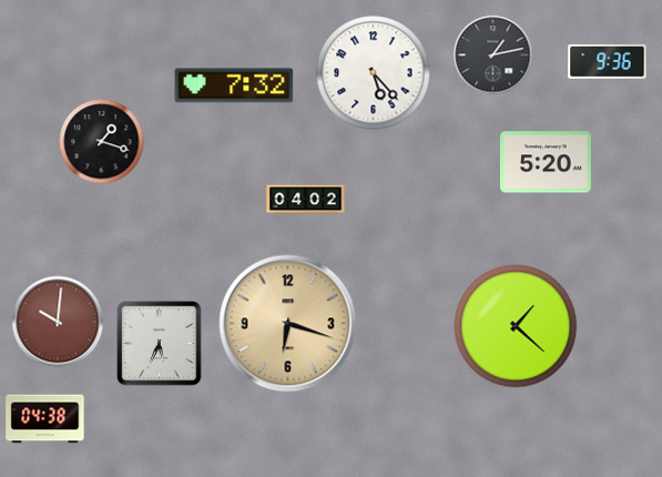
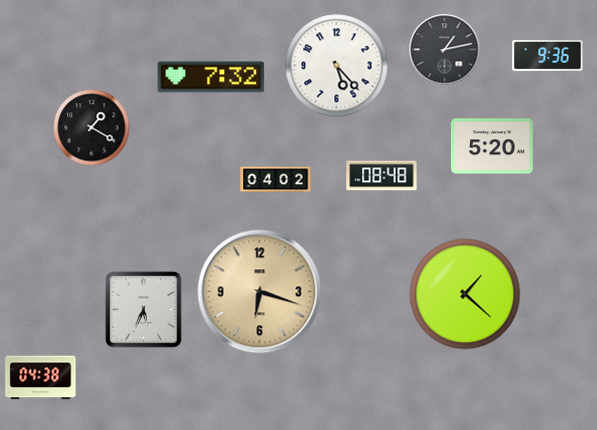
clock at (102, 142): 1:18 -> 1:20
clock at (382, 176): none -> 08:48
clock at (58, 322): 10:01 -> none
